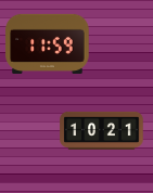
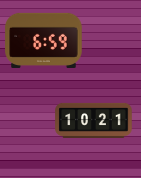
clock at (48, 43): 11:59 -> 6:59
